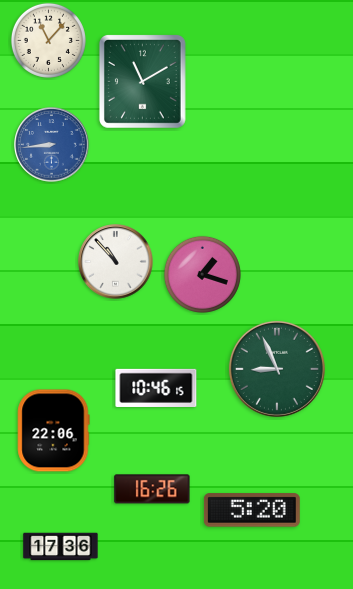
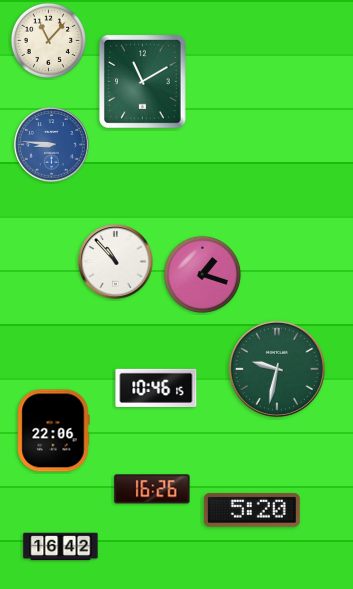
clock at (52, 145): 8:44 -> 8:46
clock at (277, 369): 8:56 -> 9:32
clock at (61, 547): 17:36 -> 16:42
